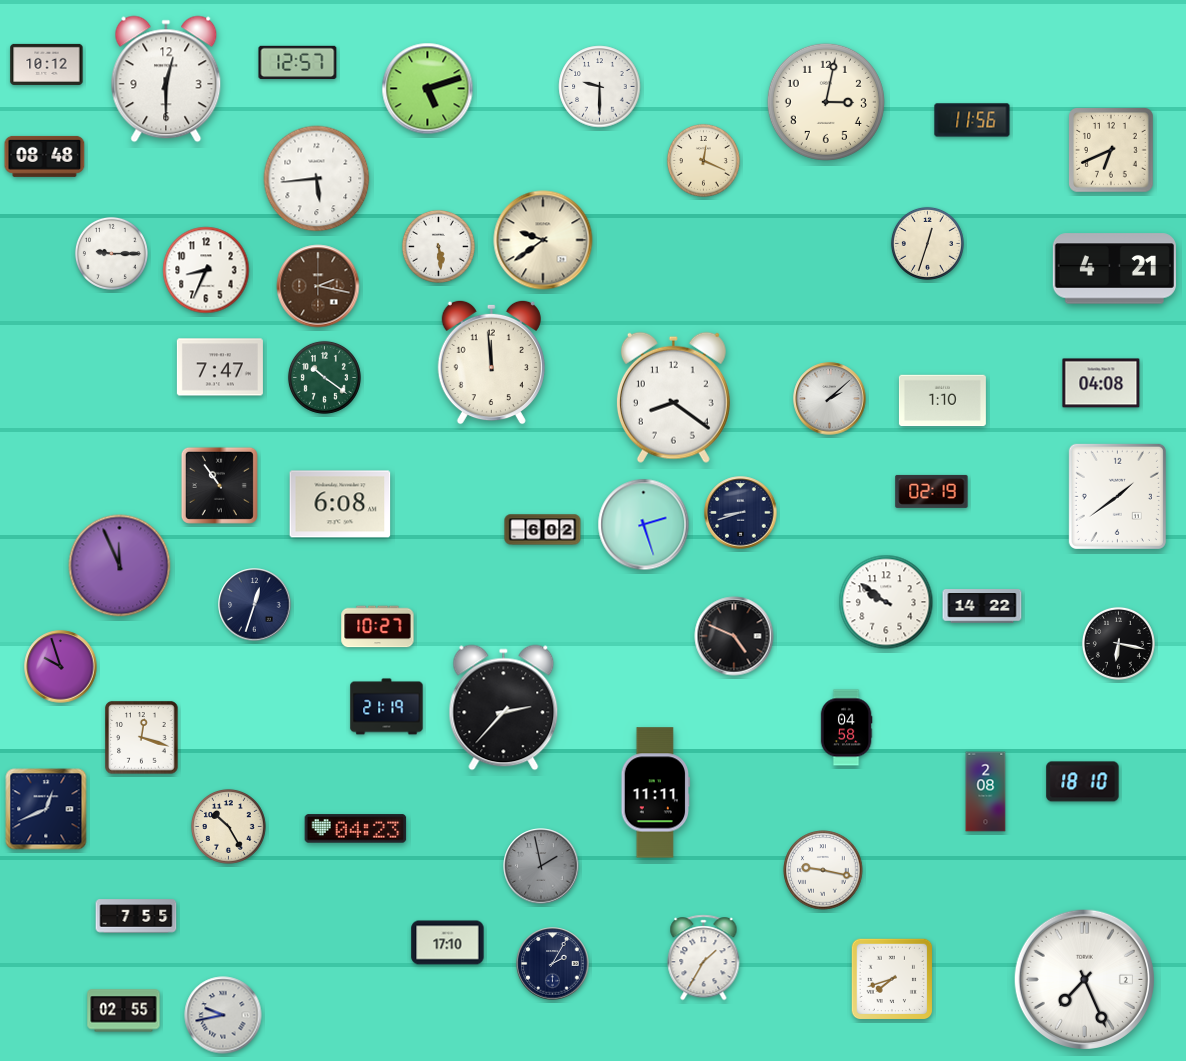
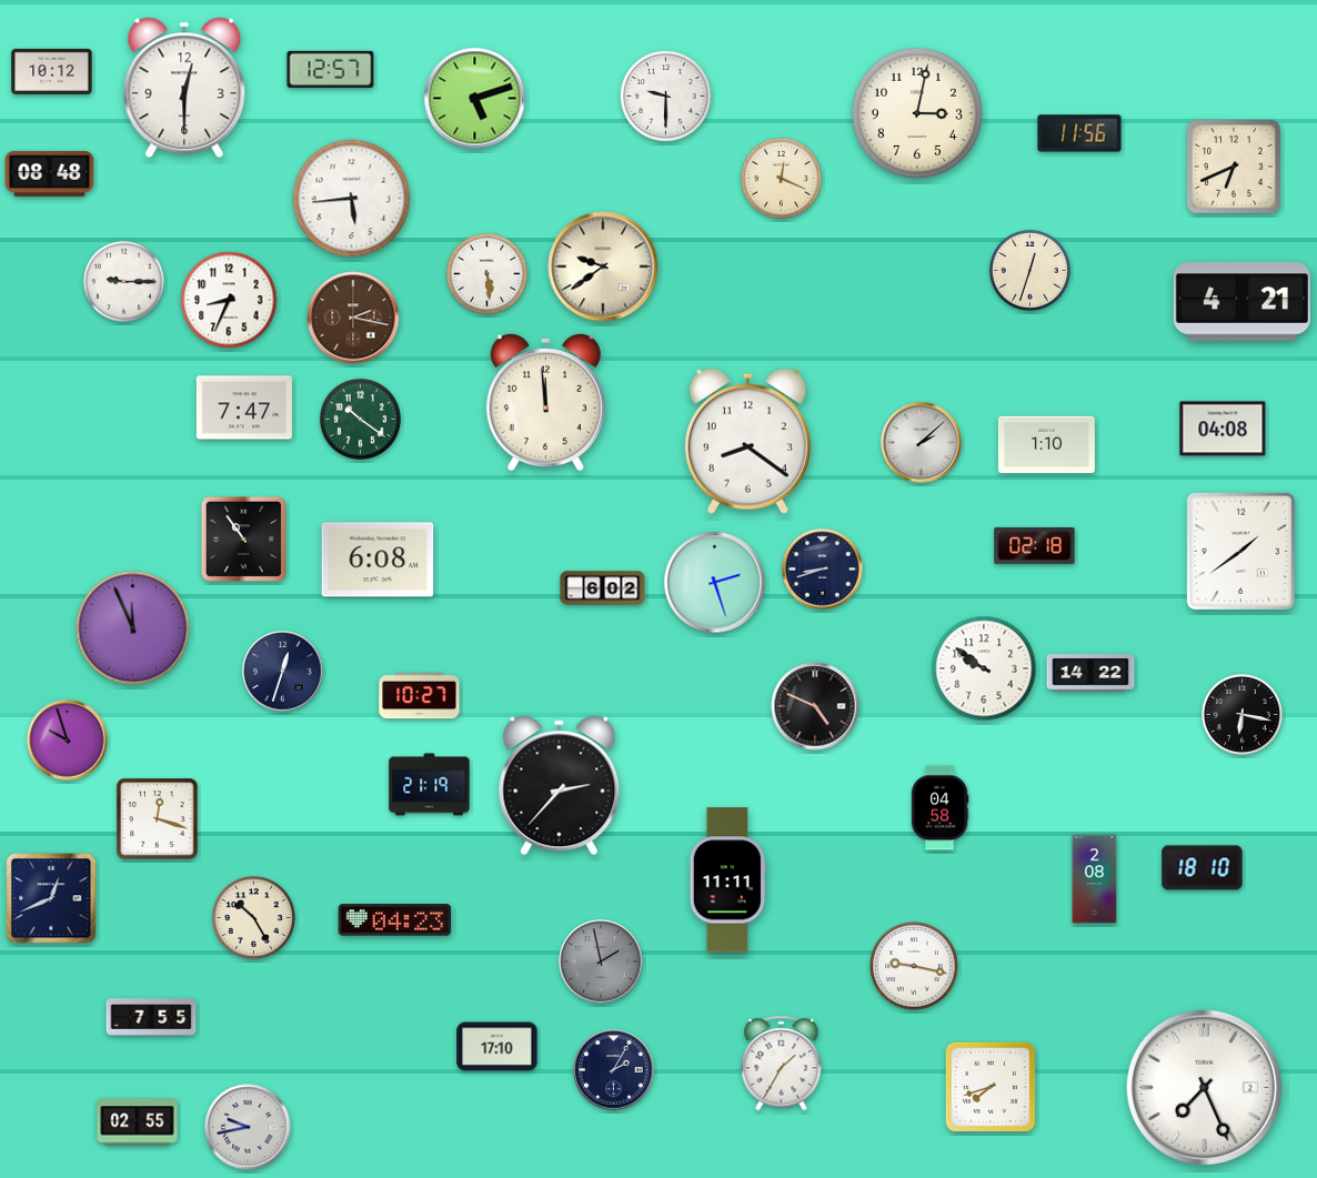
clock at (1114, 269) position: (1114, 269) -> (1241, 302)
clock at (1101, 383) position: (1101, 383) -> (1223, 429)
clock at (932, 491): 02:19 -> 02:18
